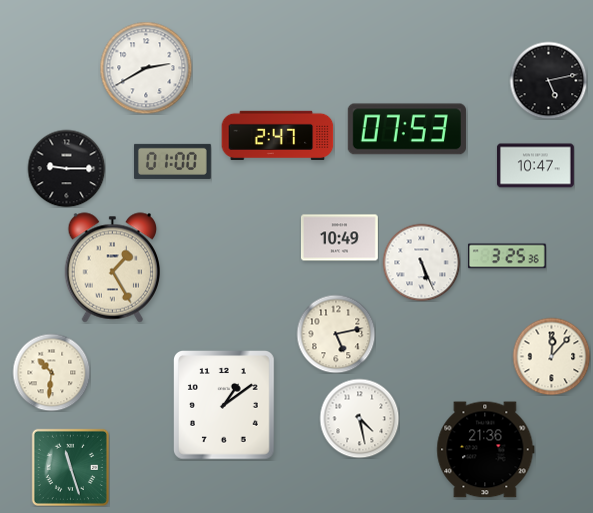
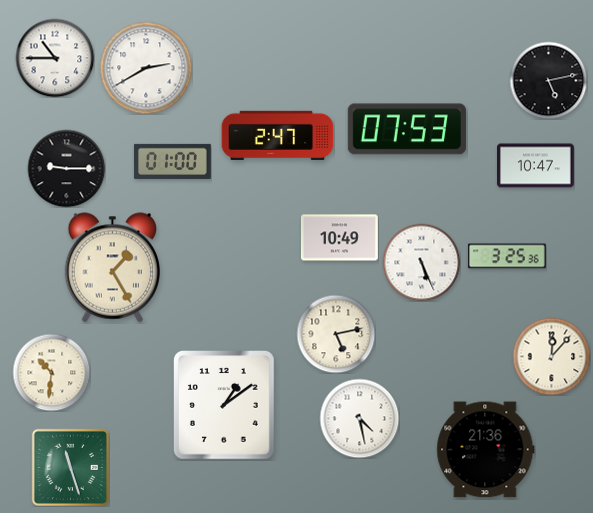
clock at (55, 58): none -> 10:45
